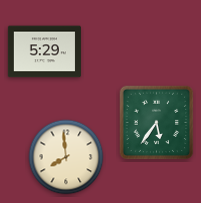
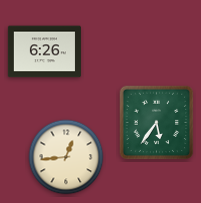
clock at (44, 52): 5:29 -> 6:26
clock at (66, 157): 7:59 -> 12:44
